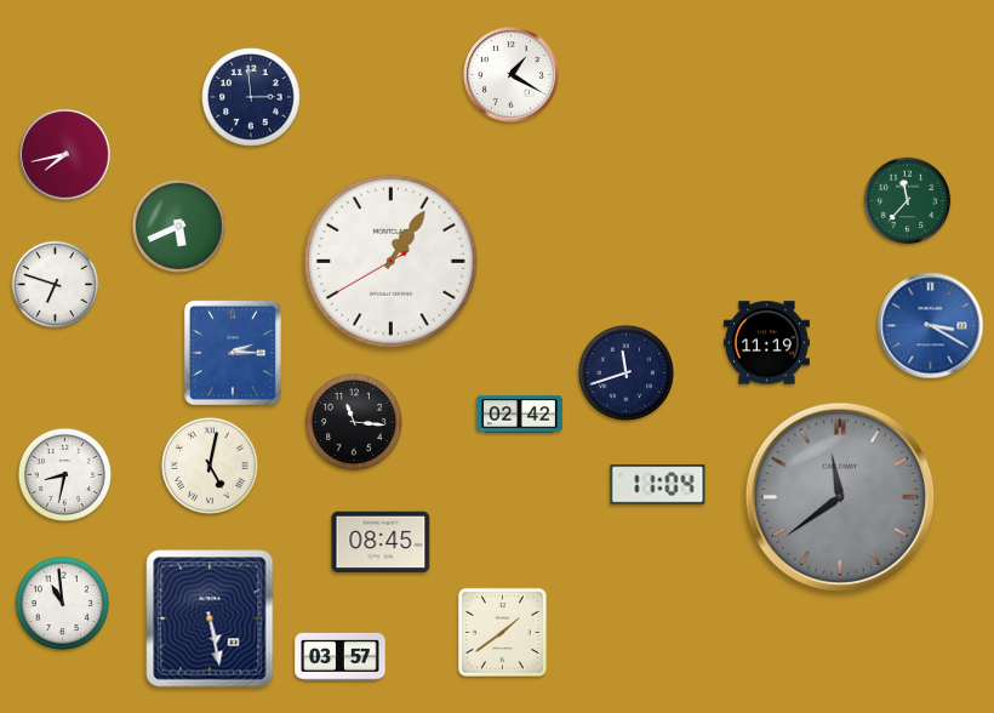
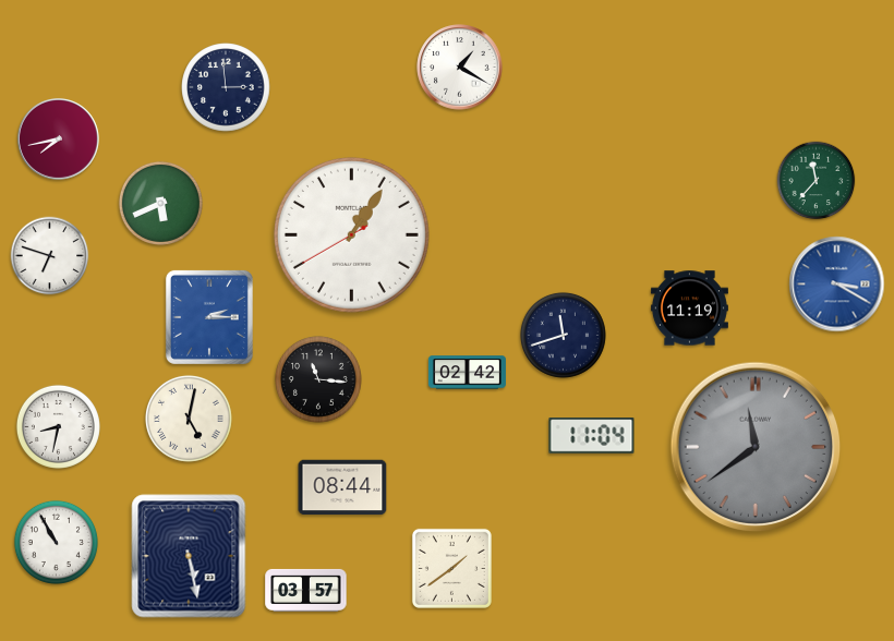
clock at (931, 326) position: (931, 326) -> (837, 285)
clock at (381, 542): 08:45 -> 08:44
clock at (62, 603): 10:59 -> 10:55
